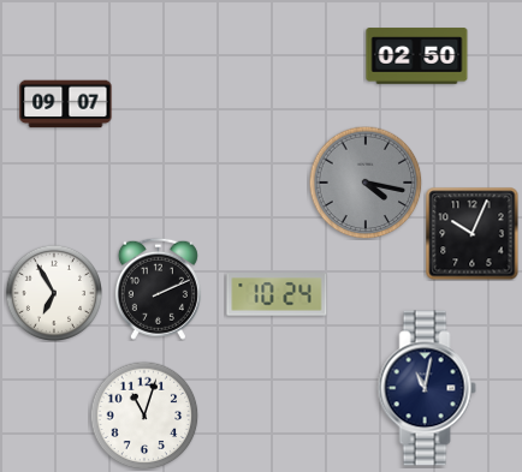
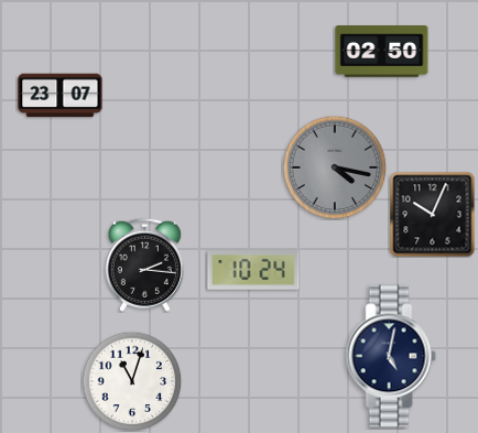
clock at (66, 104): 09:07 -> 23:07
clock at (158, 288): 2:11 -> 2:16
clock at (53, 292): 6:55 -> none
clock at (427, 388): 11:02 -> 5:02
